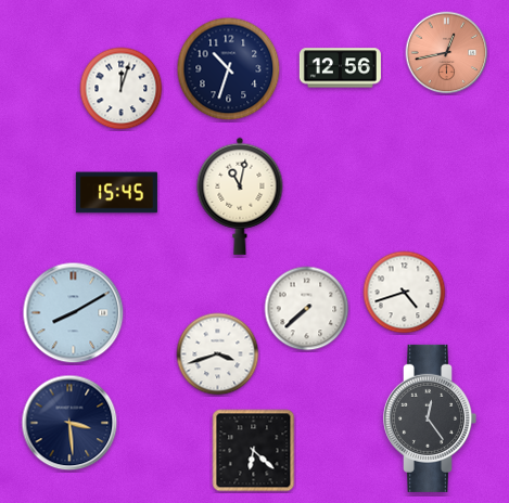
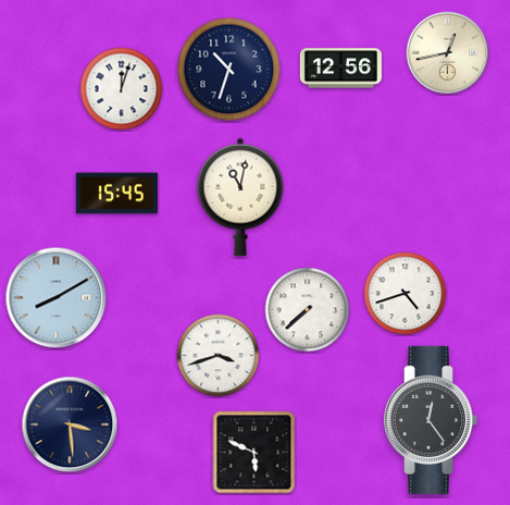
clock at (447, 53) dial: salmon -> cream
clock at (74, 313) position: (74, 313) -> (57, 298)
clock at (254, 451): 6:22 -> 5:49
